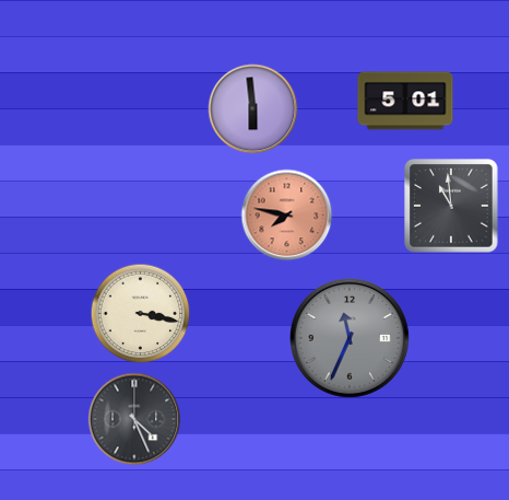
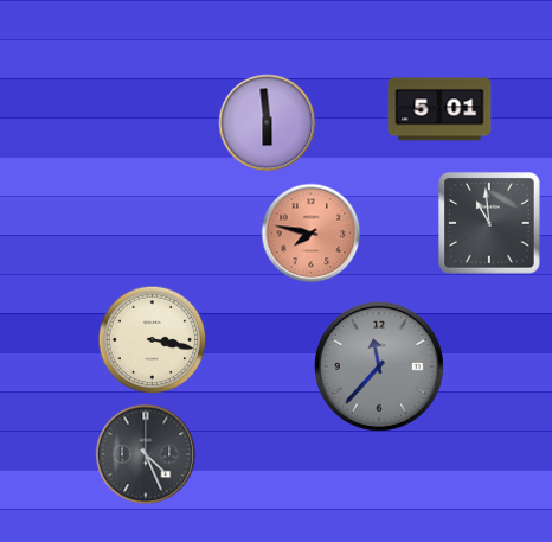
clock at (253, 109) position: (253, 109) -> (268, 123)
clock at (350, 338): 11:34 -> 11:37
